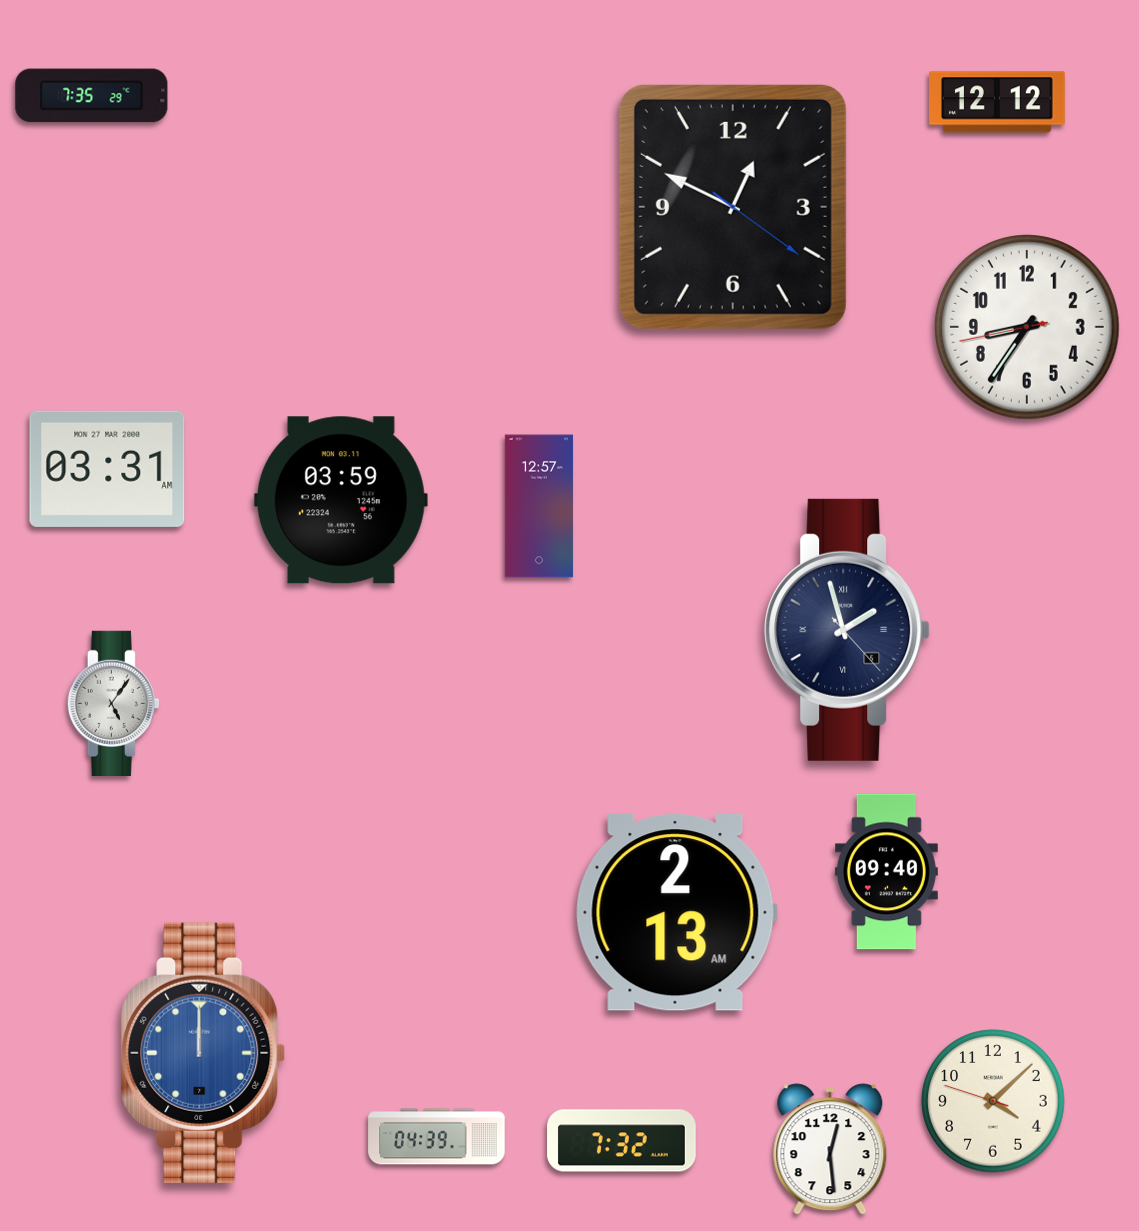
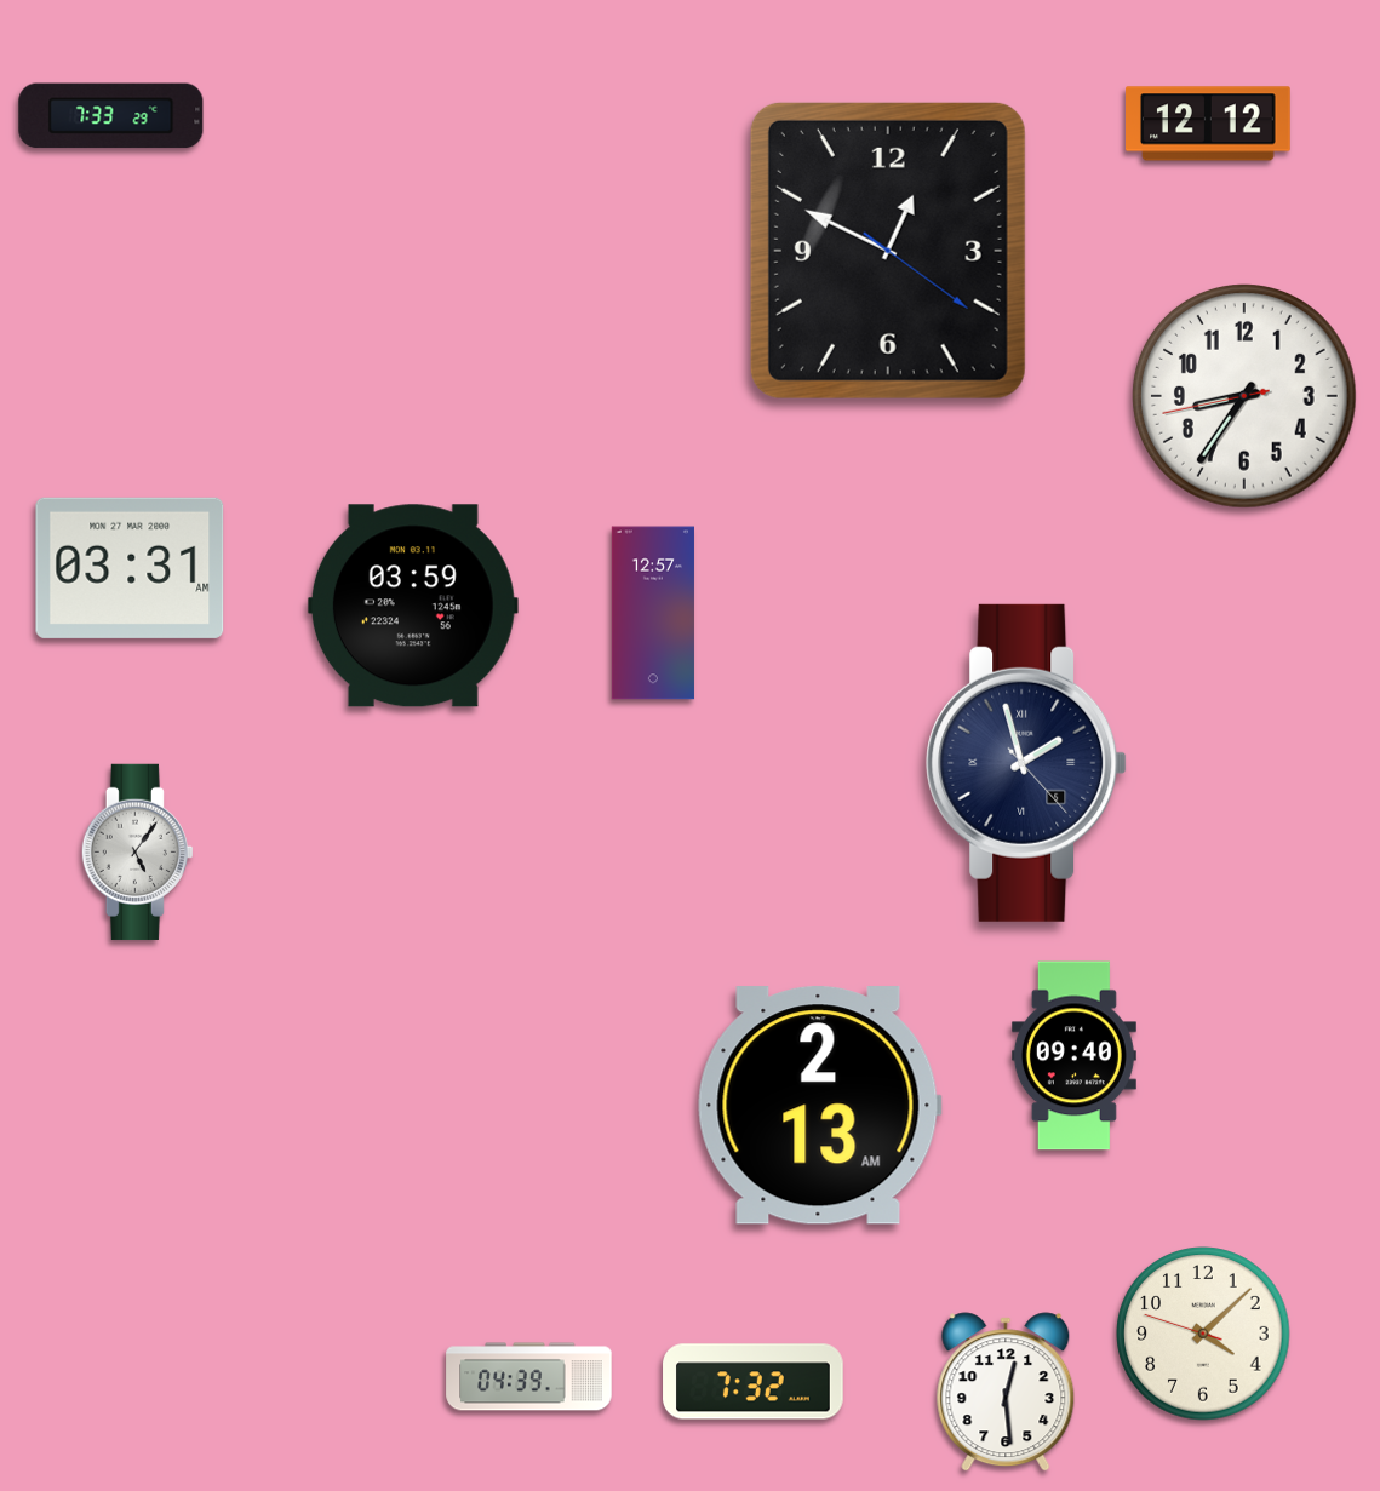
clock at (92, 96): 7:35 -> 7:33
clock at (203, 1053): 12:00 -> none
